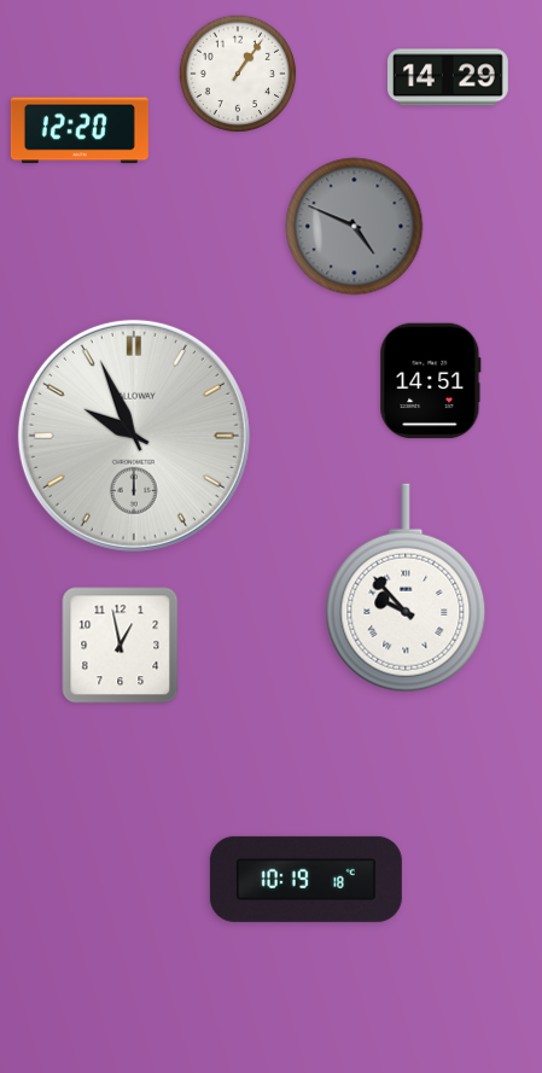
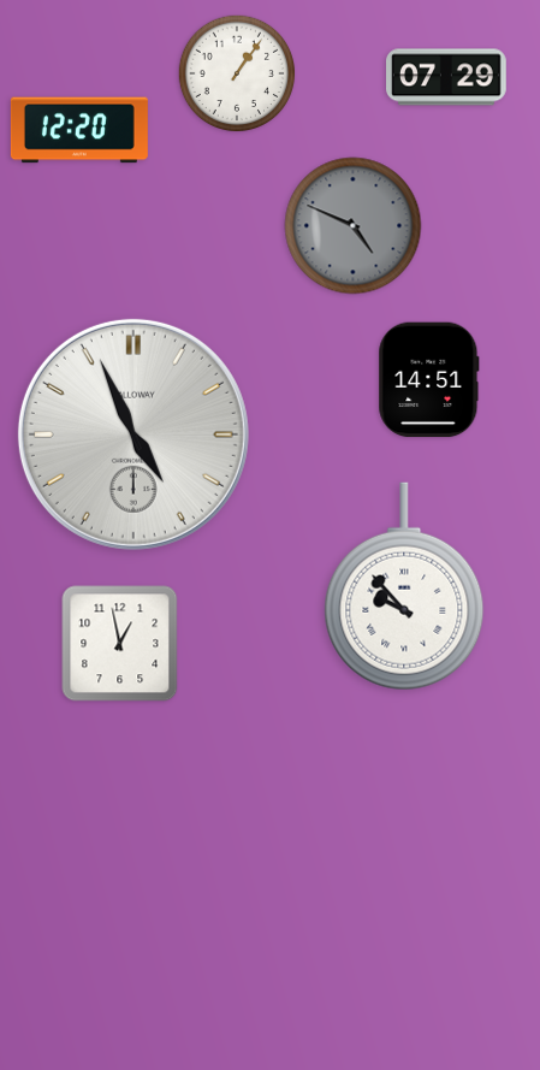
clock at (449, 77): 14:29 -> 07:29
clock at (134, 436): 9:56 -> 4:56
clock at (305, 879): 10:19 -> none
